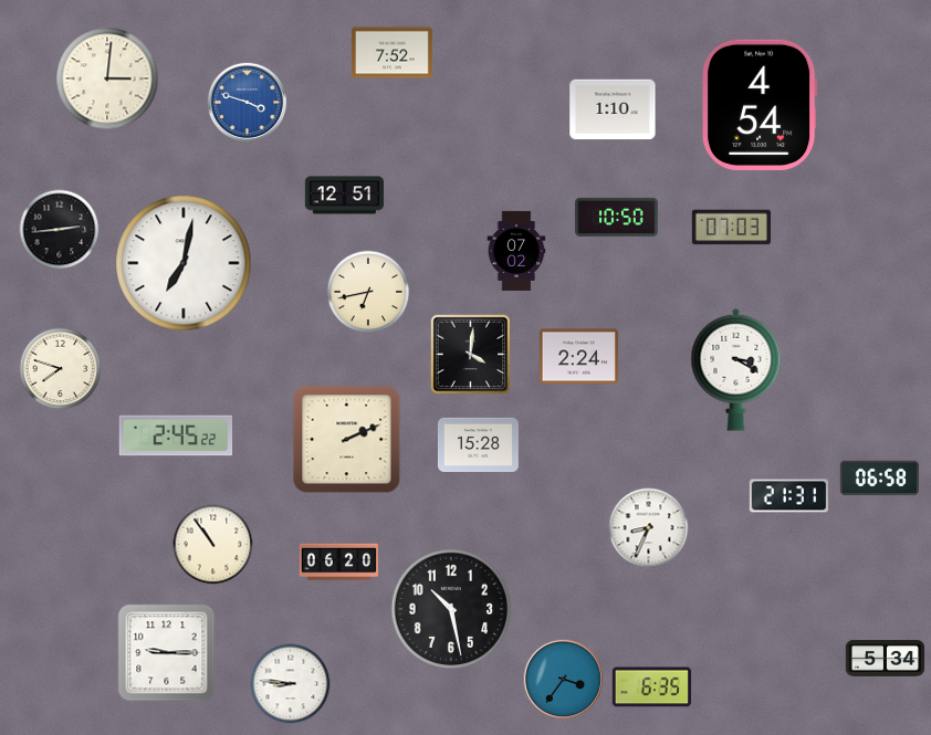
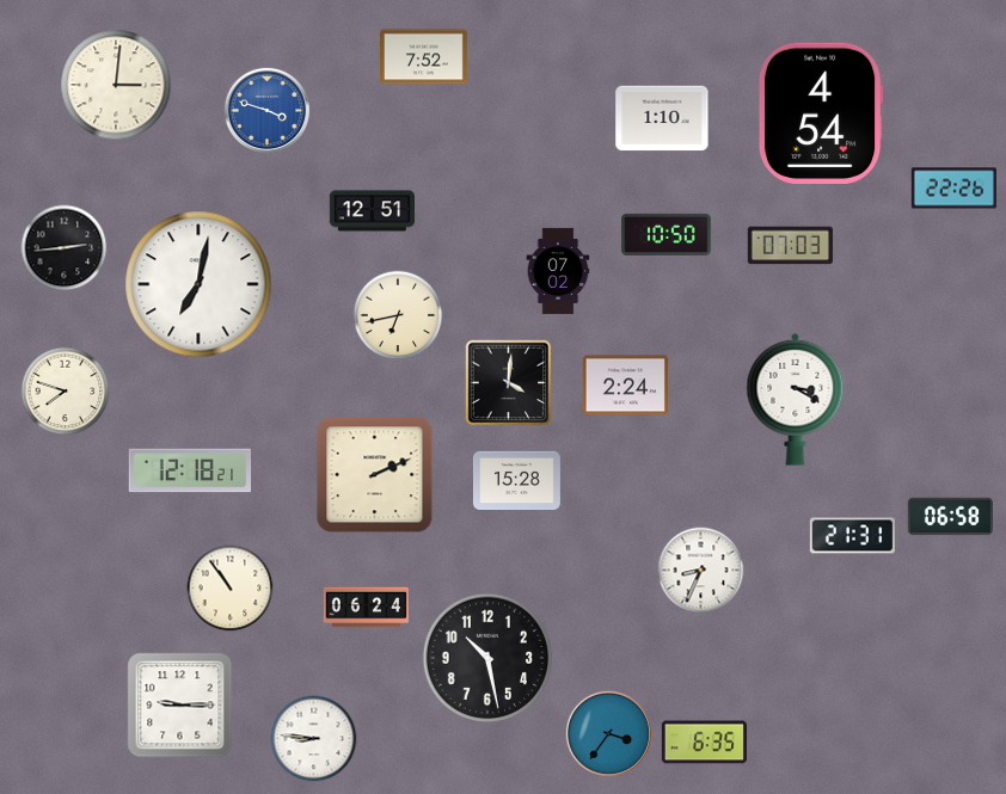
clock at (953, 189): none -> 22:26
clock at (61, 369) position: (61, 369) -> (66, 392)
clock at (176, 435): 2:45 -> 12:18
clock at (338, 563): 06:20 -> 06:24
clock at (885, 659): 5:34 -> none
